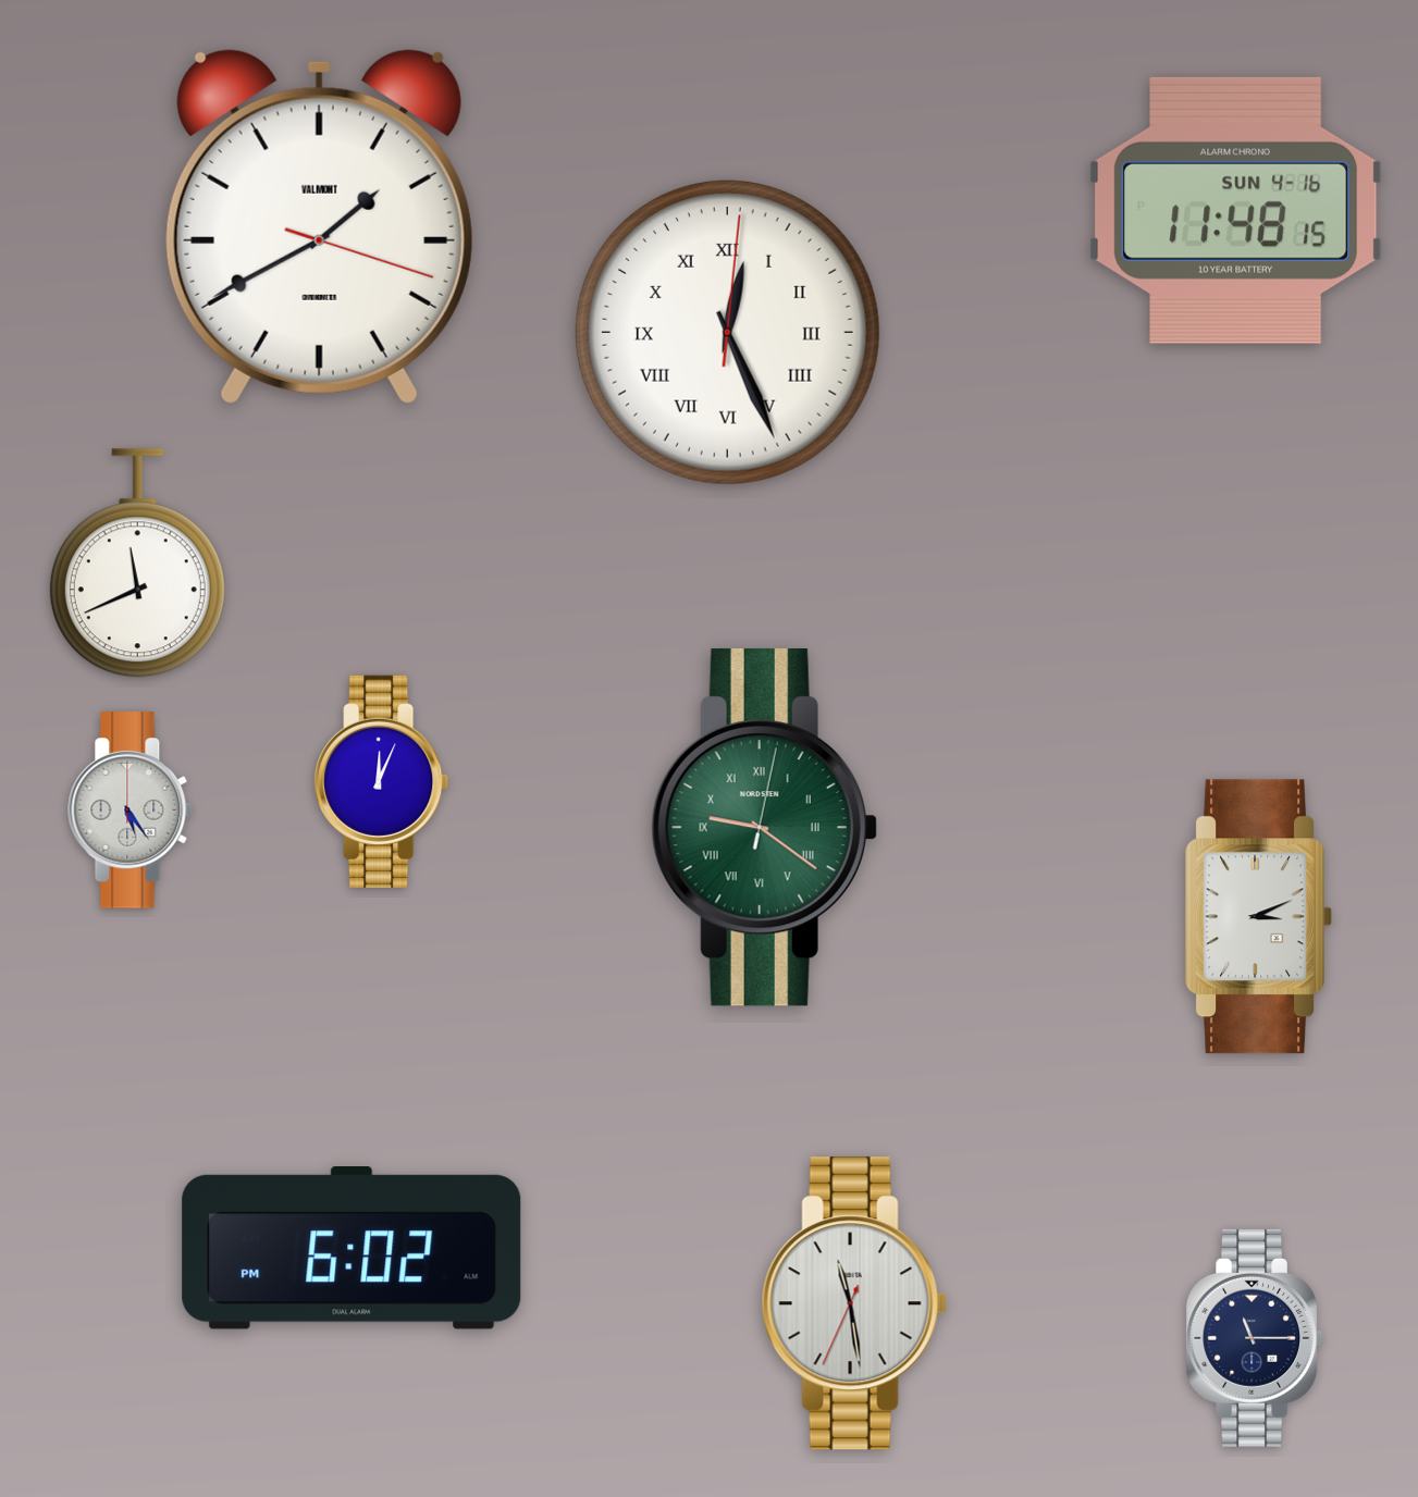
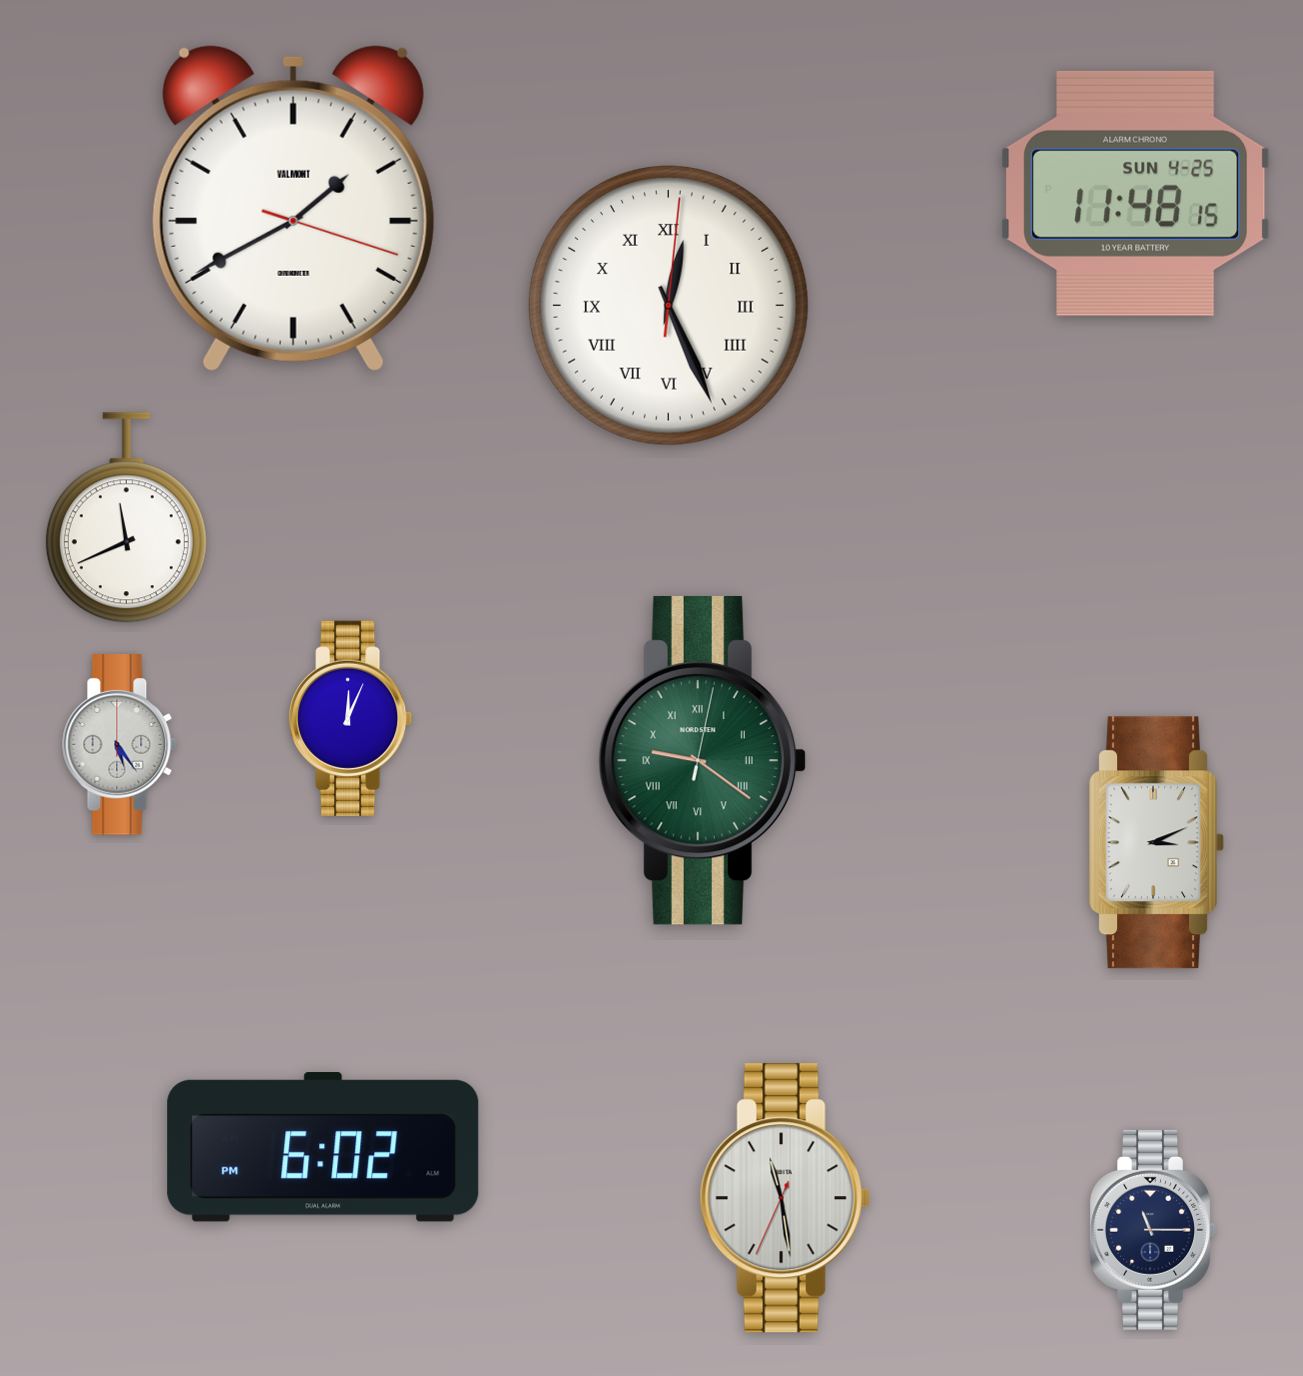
clock at (1236, 210) date: SUN 4-16 -> SUN 4-25
